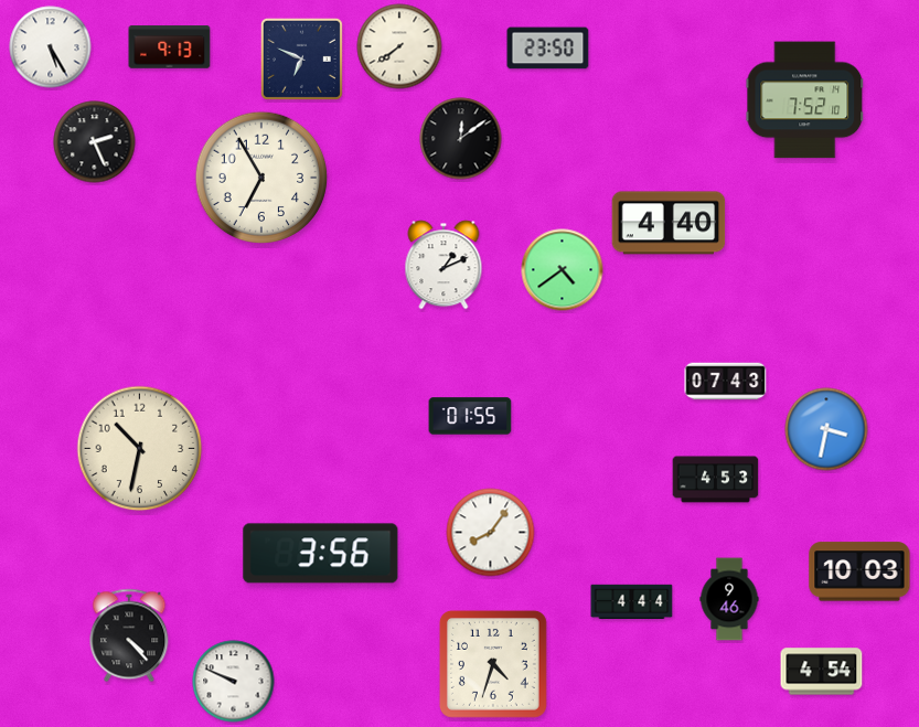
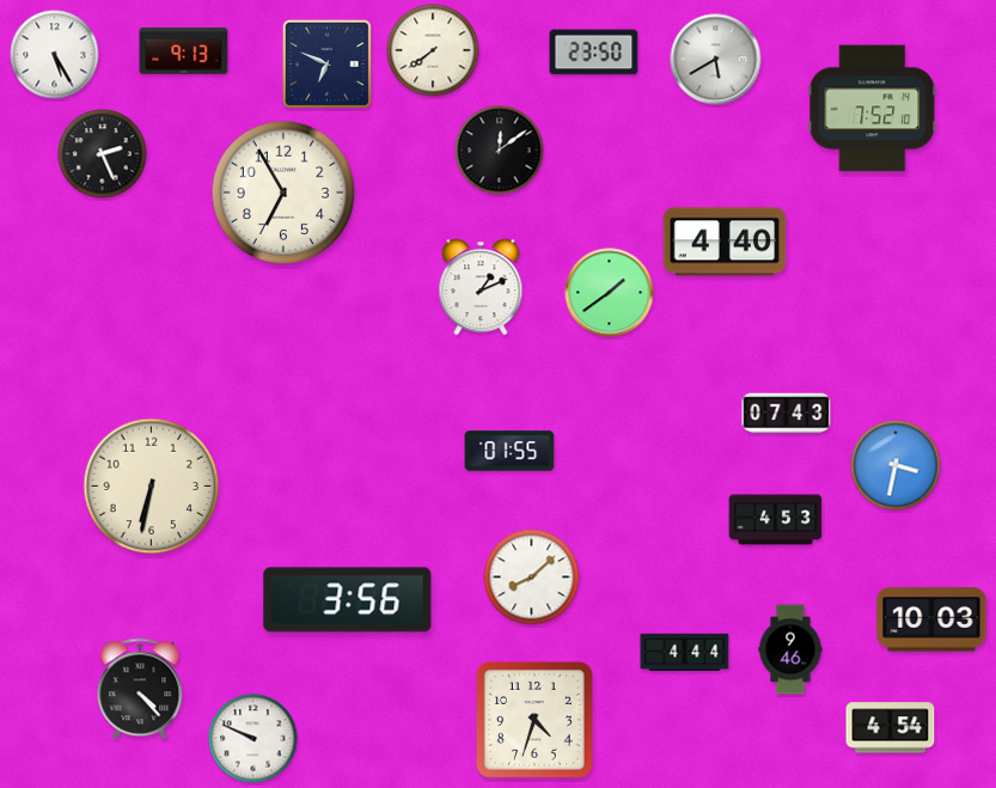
clock at (51, 47) position: (51, 47) -> (55, 55)
clock at (716, 60): none -> 5:40
clock at (563, 270): 4:39 -> 1:39
clock at (140, 449): 10:32 -> 6:32
clock at (491, 533): 8:06 -> 8:08
